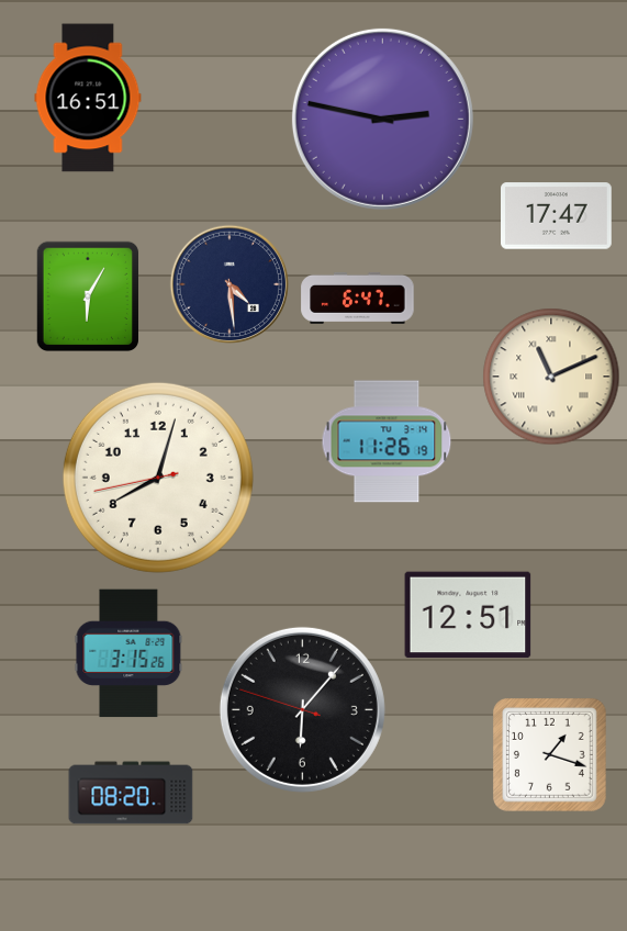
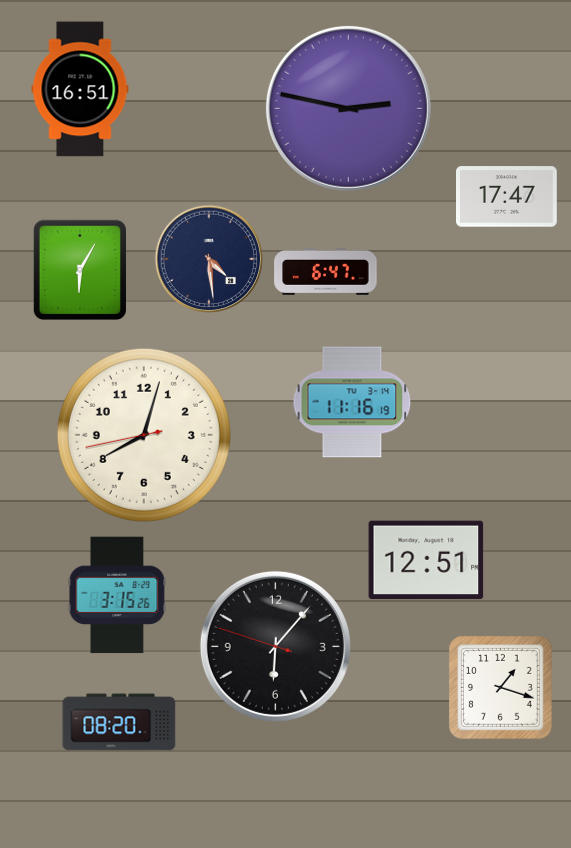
clock at (551, 377): 11:11 -> none
clock at (387, 441): 11:26 -> 11:16
